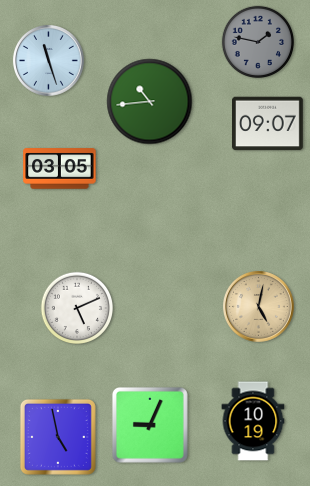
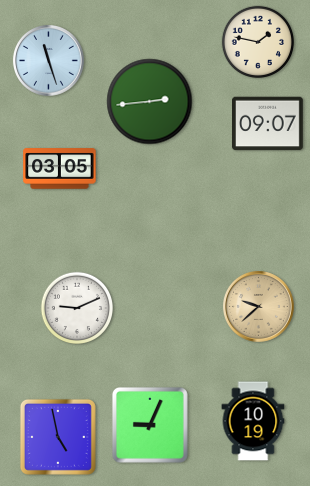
clock at (257, 41) dial: grey -> cream
clock at (150, 102): 10:44 -> 2:44
clock at (76, 307): 5:11 -> 9:11
clock at (259, 307): 5:02 -> 9:38
